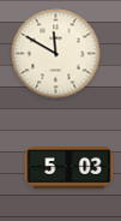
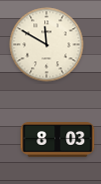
clock at (69, 168): 5:03 -> 8:03
